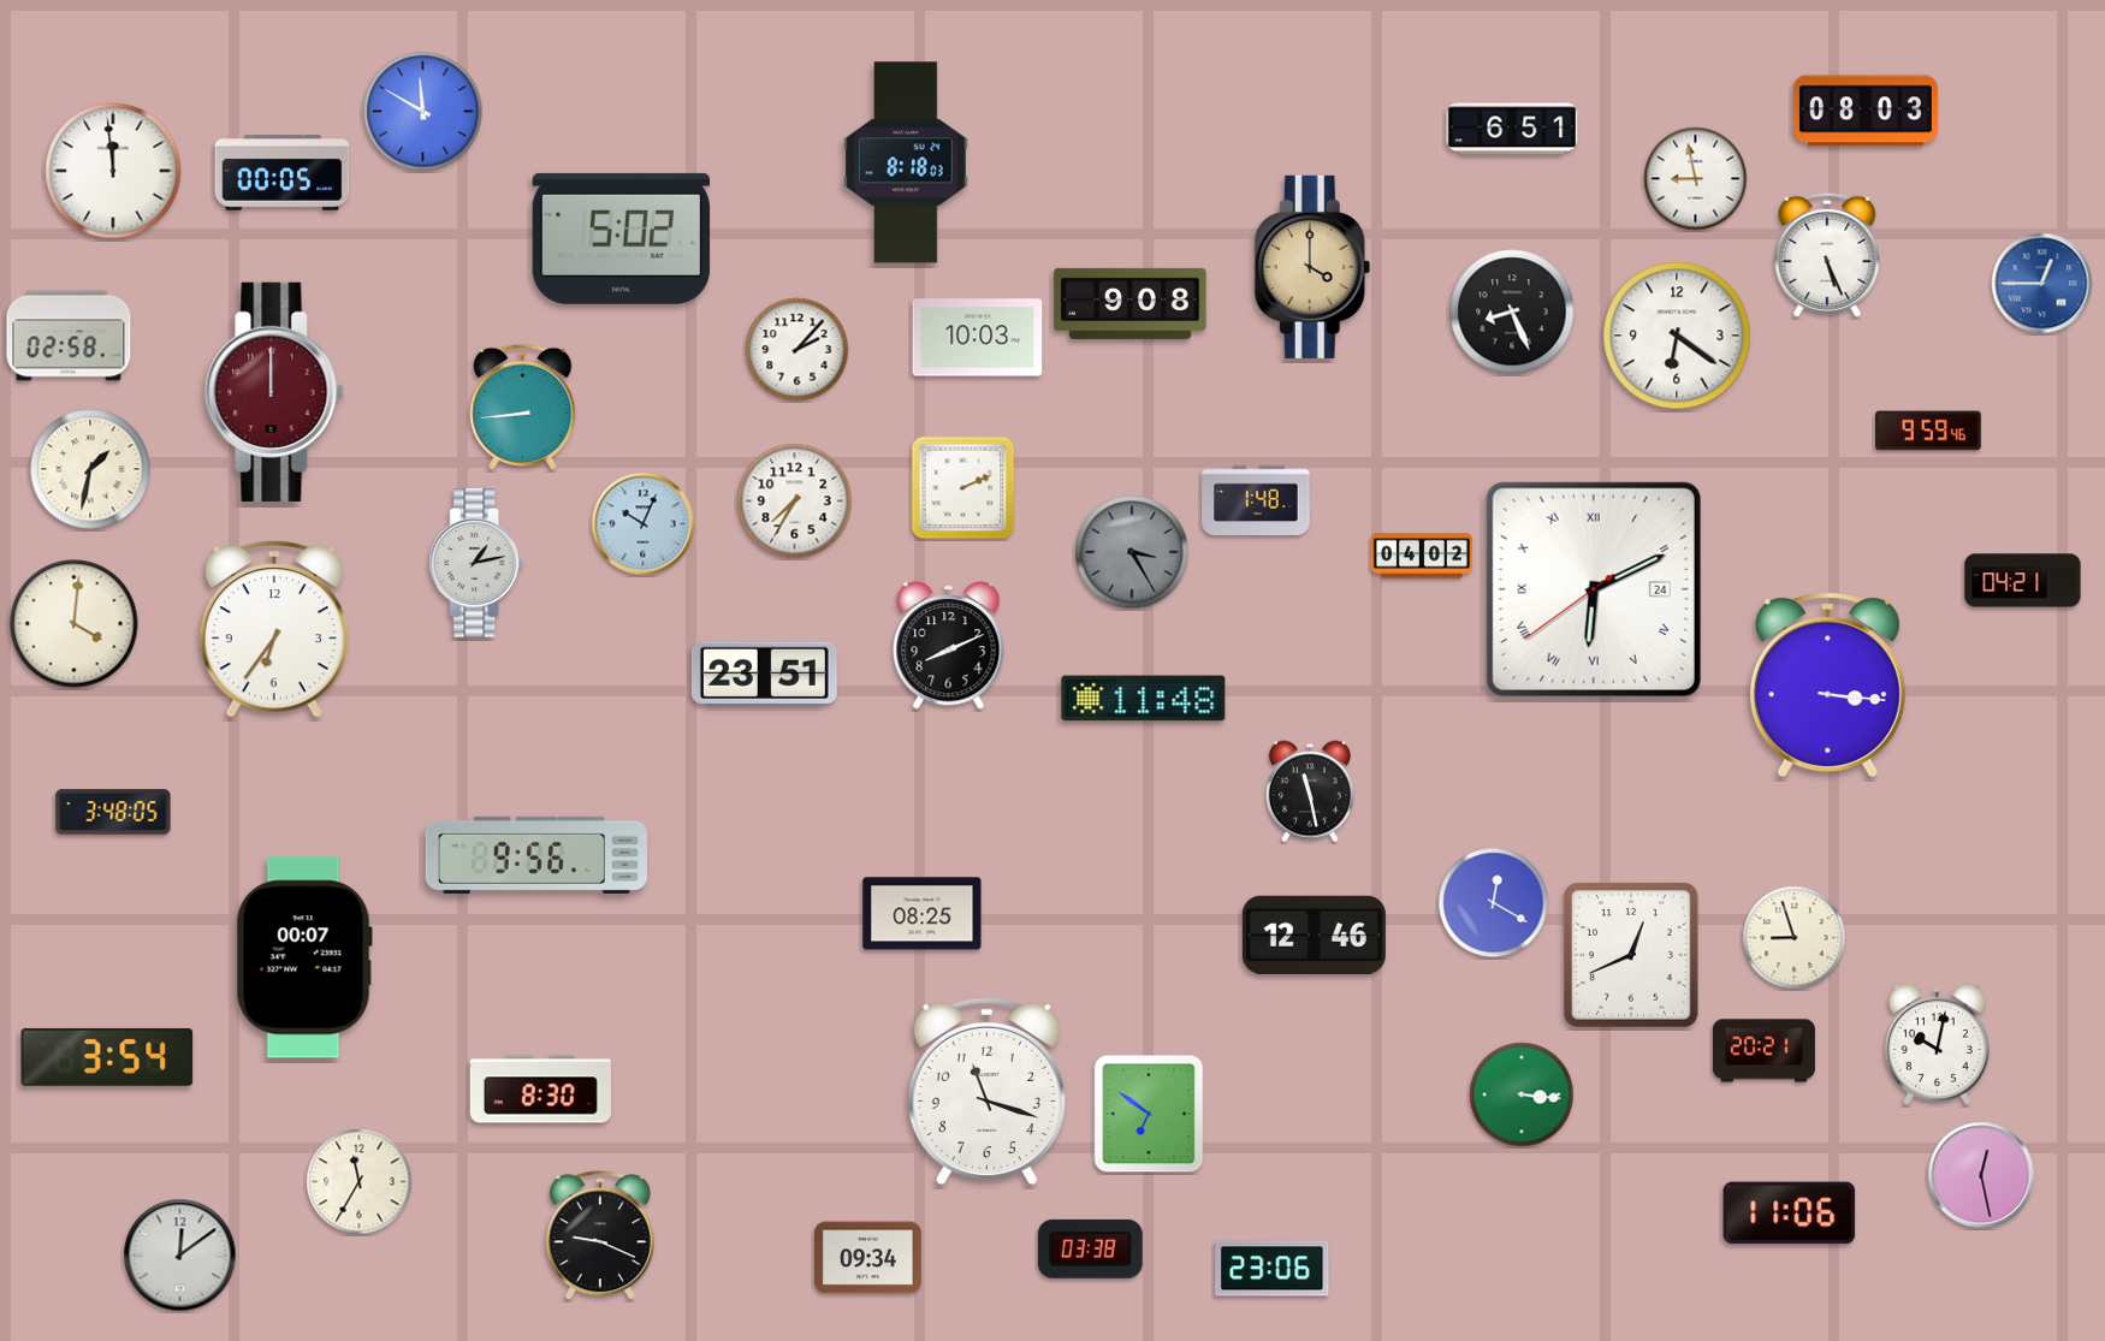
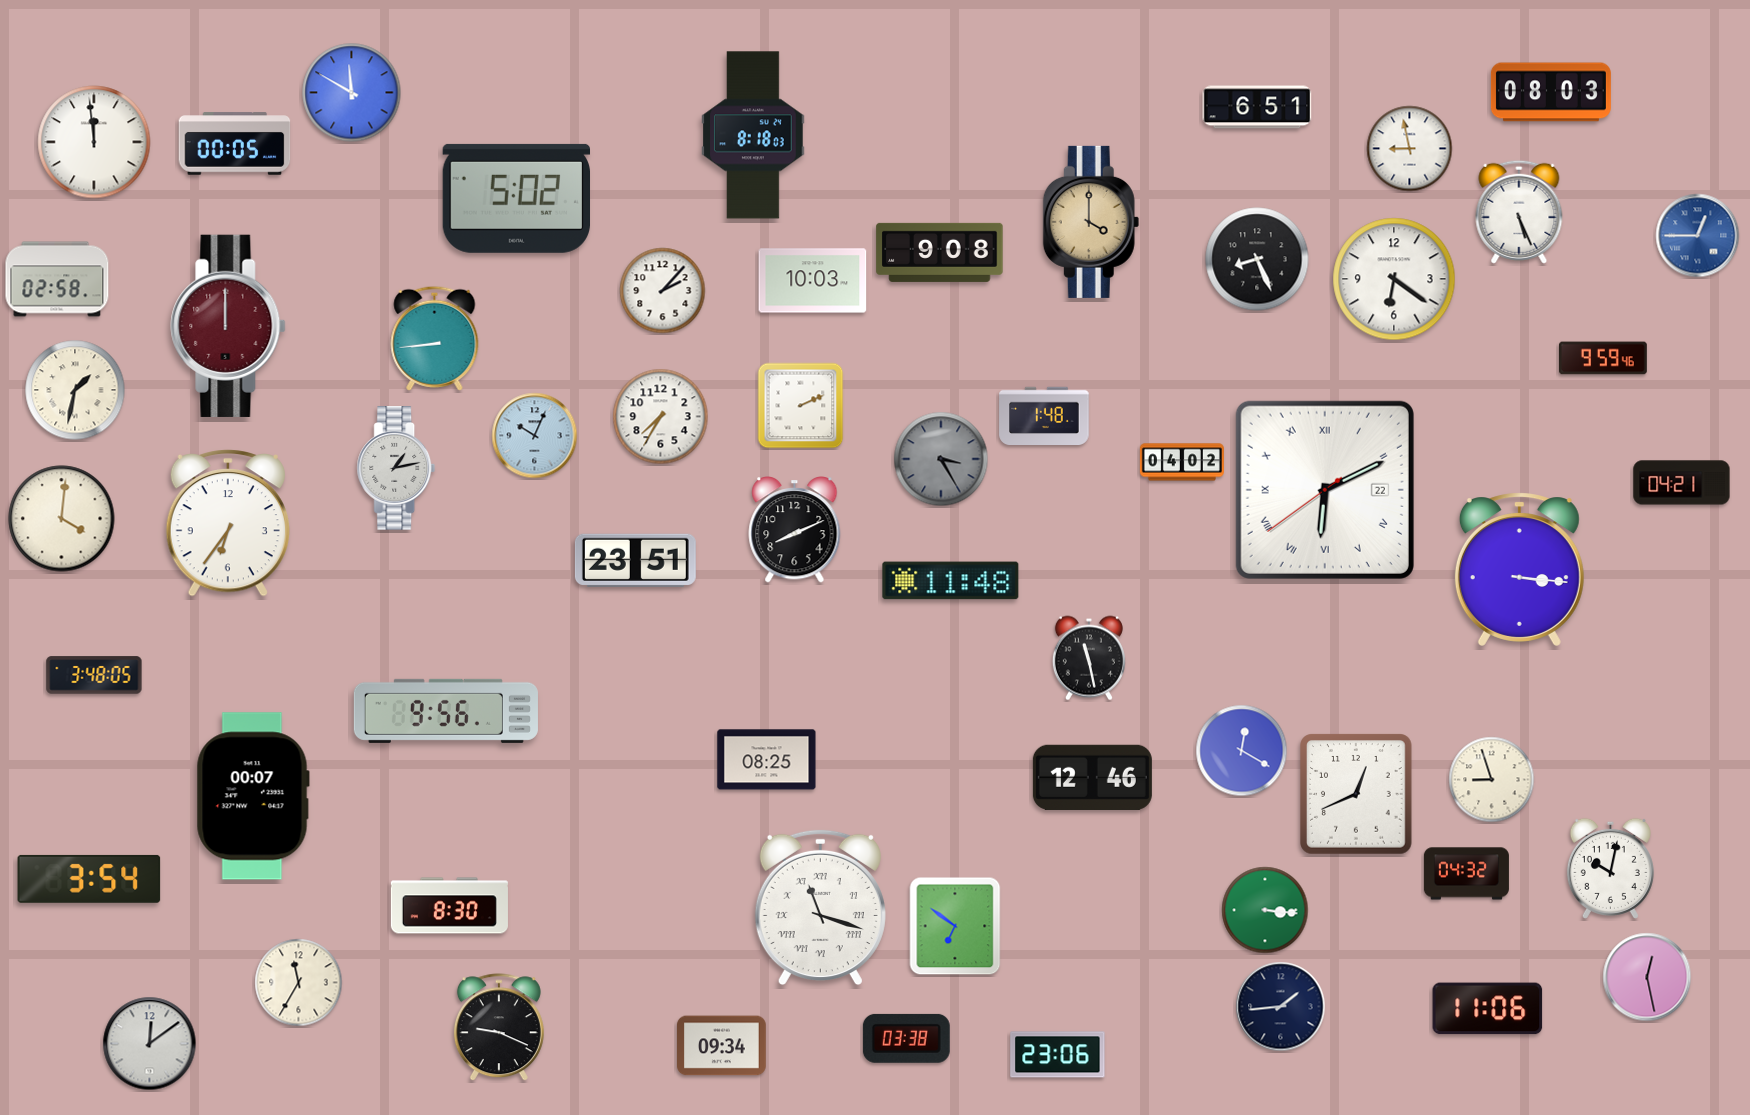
clock at (1594, 589) date: 24 -> 22
clock at (949, 646) position: (949, 646) -> (795, 530)
clock at (1763, 1051): 20:21 -> 04:32
clock at (986, 1092) numerals: Arabic -> Roman
clock at (1281, 1007): none -> 1:44
